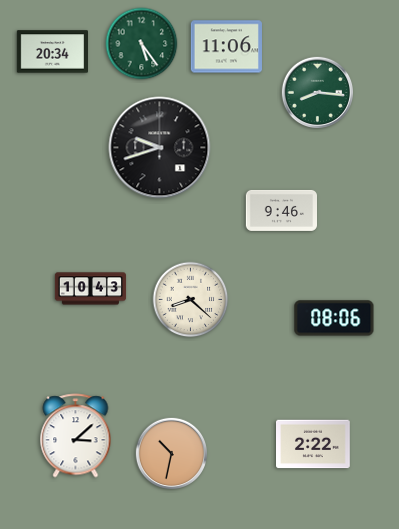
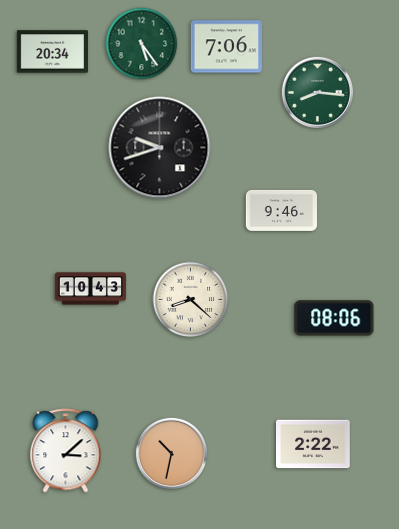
clock at (226, 47): 11:06 -> 7:06
clock at (76, 436) position: (76, 436) -> (66, 451)
